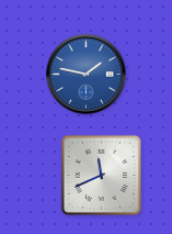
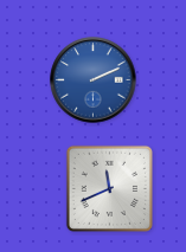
clock at (87, 75): 1:47 -> 2:11
